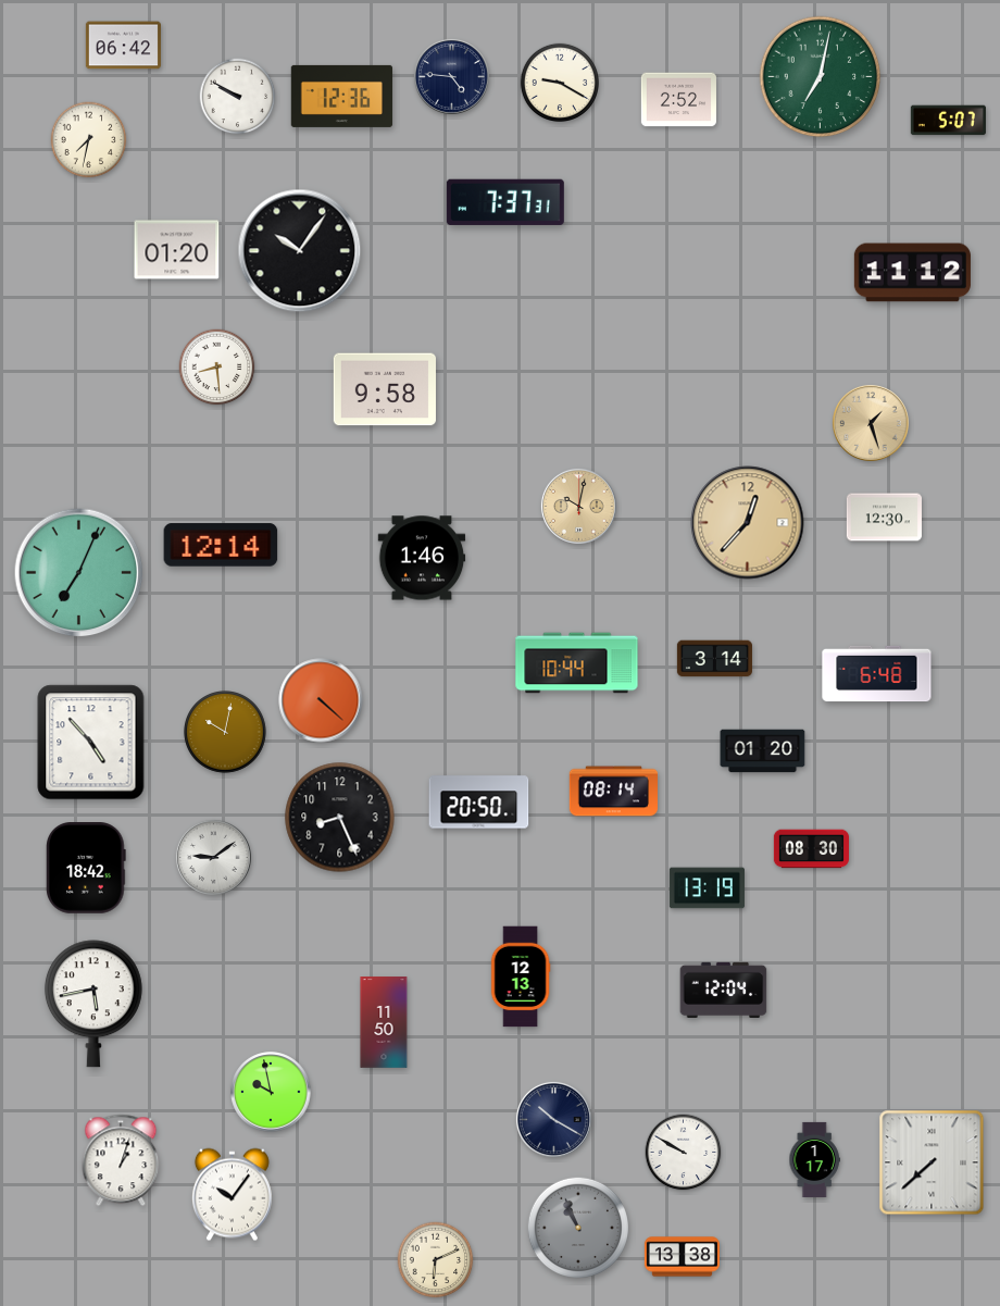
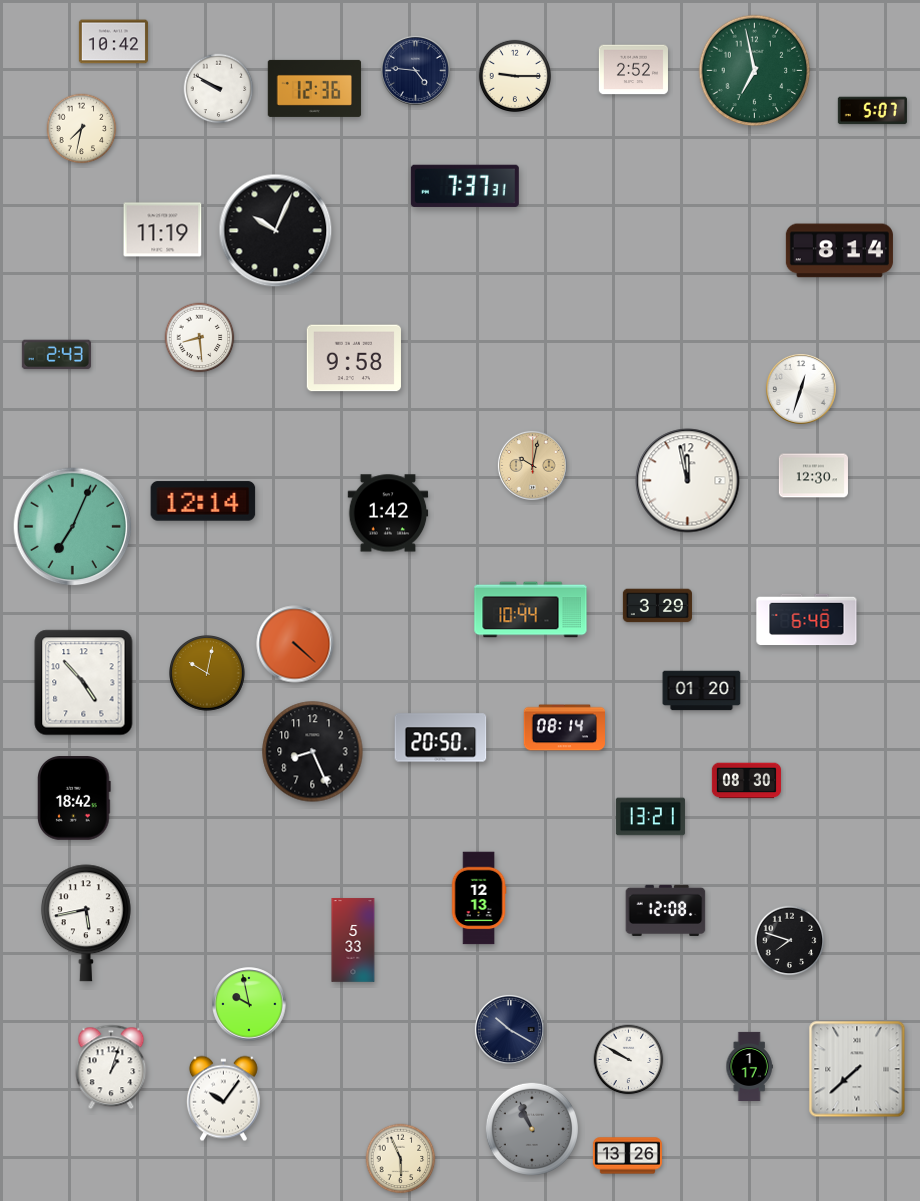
clock at (123, 46): 06:42 -> 10:42
clock at (821, 77): 7:02 -> 6:58
clock at (559, 82): 9:20 -> 9:15
clock at (678, 100) position: (678, 100) -> (633, 70)
clock at (177, 250): 01:20 -> 11:19
clock at (300, 251): 10:06 -> 10:04
clock at (912, 273): 11:12 -> 8:14
clock at (56, 355): none -> 2:43
clock at (871, 423): 1:27 -> 12:33
clock at (871, 423) dial: champagne -> white
clock at (748, 523): 12:37 -> 11:58
clock at (748, 523) dial: champagne -> white
clock at (422, 558): 1:46 -> 1:42
clock at (714, 659): 3:14 -> 3:29
clock at (213, 857): 9:09 -> none
clock at (86, 869) position: (86, 869) -> (74, 799)
clock at (707, 888): 13:19 -> 13:21
clock at (724, 990): 12:04 -> 12:08
clock at (384, 1022): 11:50 -> 5:33
clock at (790, 941): none -> 7:48
clock at (232, 1195) position: (232, 1195) -> (223, 1099)
clock at (682, 1257): 13:38 -> 13:26
clock at (436, 1260): 6:11 -> 5:56
